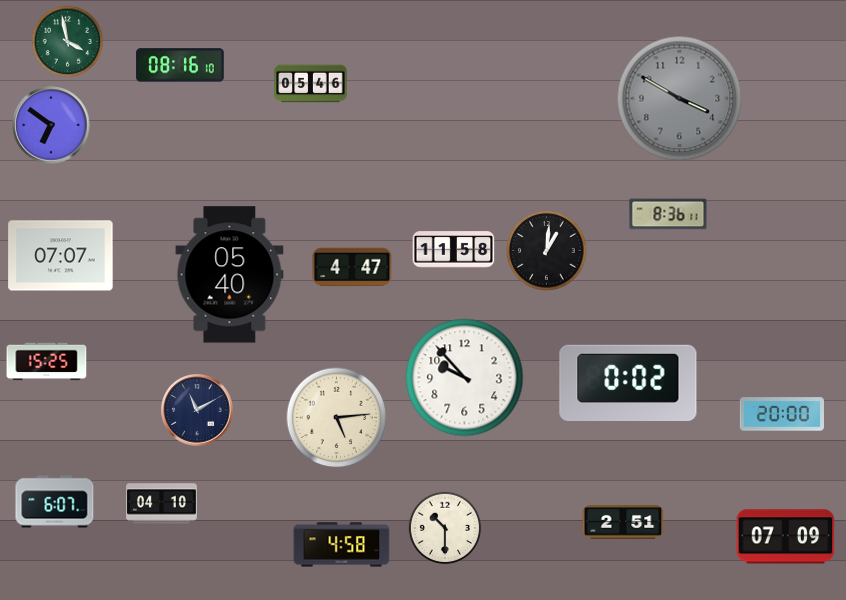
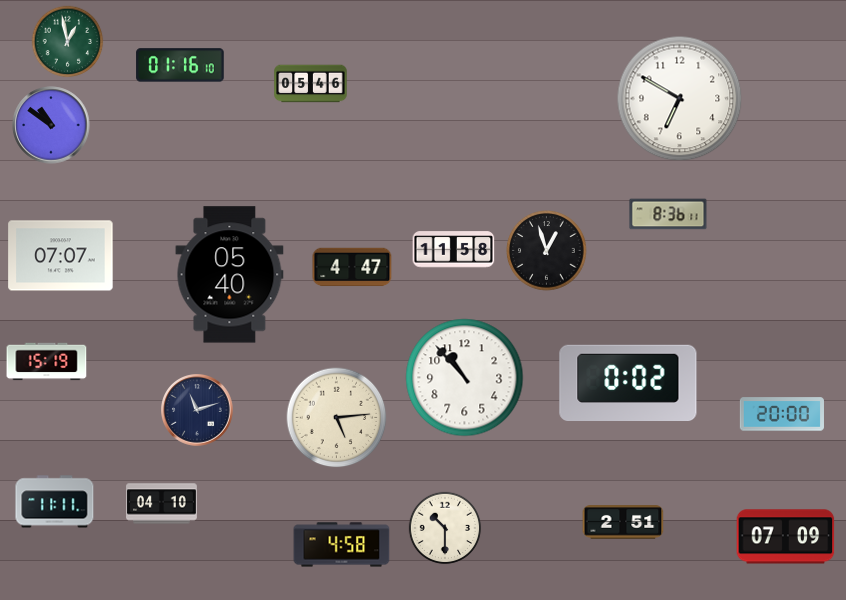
clock at (68, 42): 3:58 -> 12:58
clock at (180, 65): 08:16 -> 01:16
clock at (680, 99): 3:50 -> 6:50
clock at (680, 99) dial: grey -> white
clock at (51, 125): 6:51 -> 10:51
clock at (547, 251): 1:01 -> 12:57
clock at (47, 362): 15:25 -> 15:19
clock at (465, 378): 9:53 -> 10:53
clock at (198, 411): 11:10 -> 11:12
clock at (55, 502): 6:07 -> 11:11
